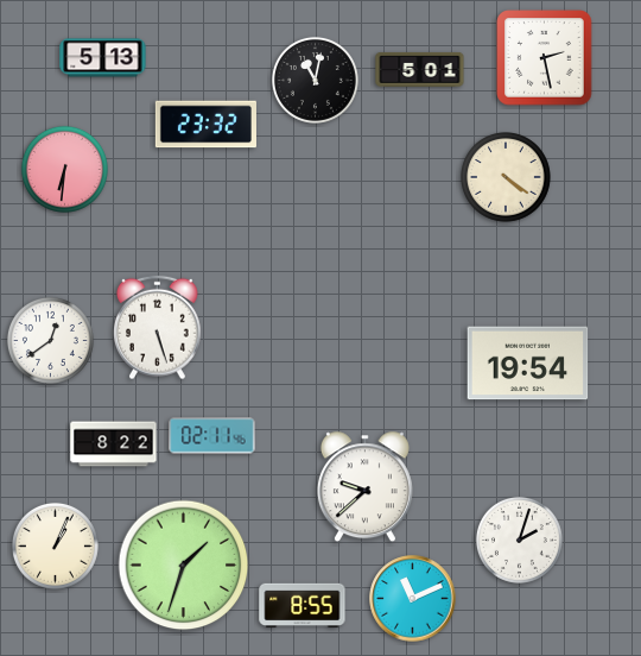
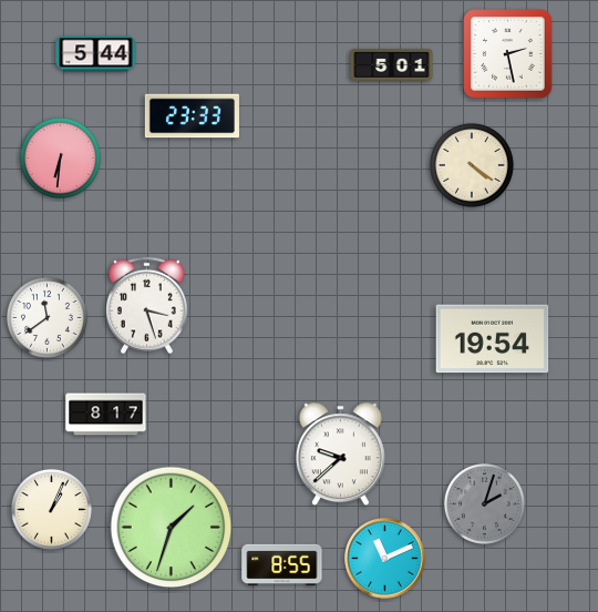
clock at (103, 58): 5:13 -> 5:44
clock at (315, 80): 11:02 -> none
clock at (205, 125): 23:32 -> 23:33
clock at (158, 328): 5:27 -> 3:27
clock at (50, 340): 12:39 -> 11:39
clock at (212, 436): 02:11 -> none
clock at (114, 444): 8:22 -> 8:17
clock at (519, 540) dial: white -> grey
